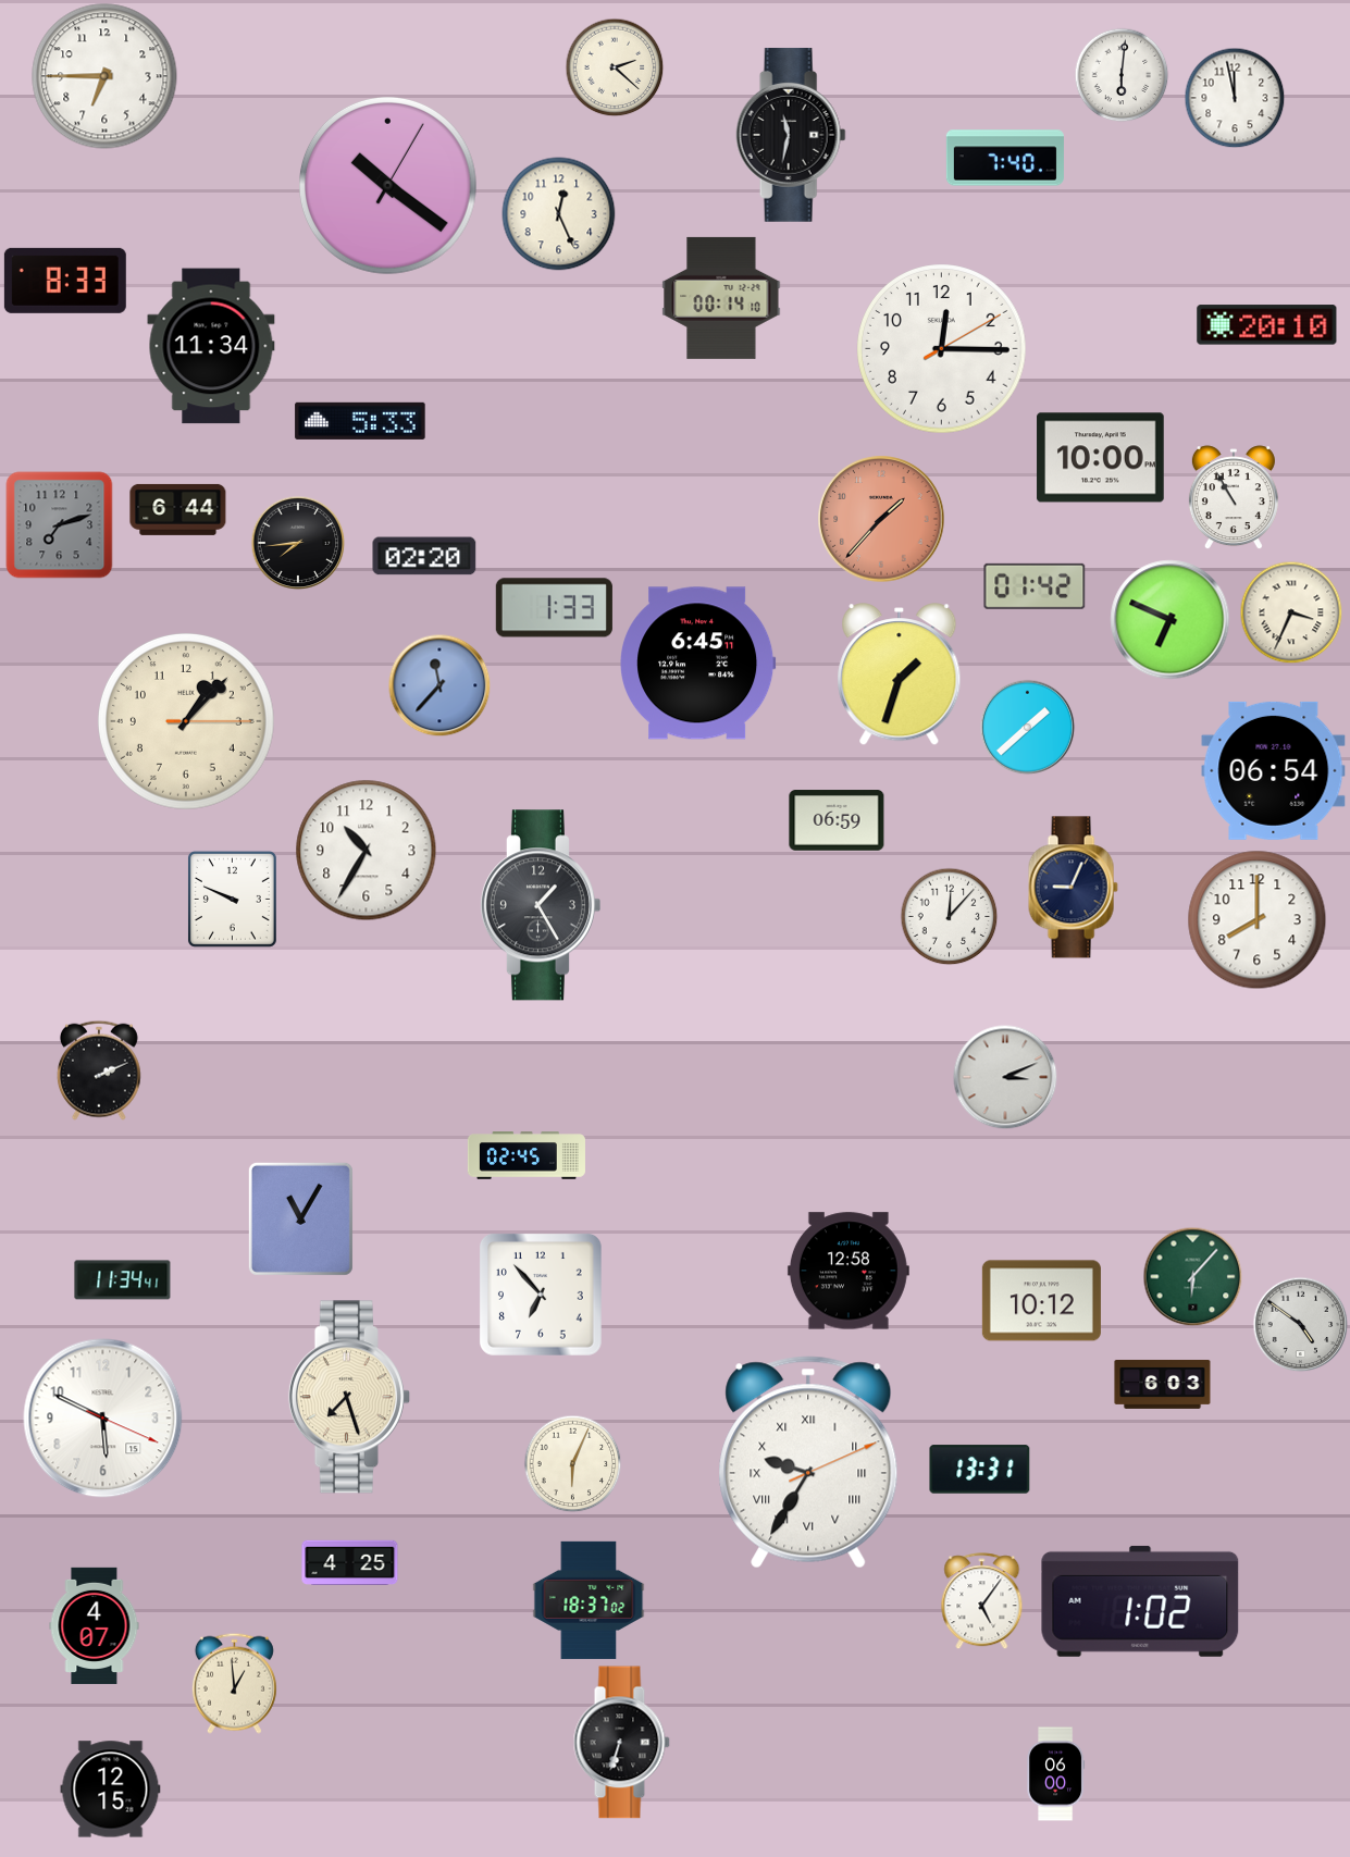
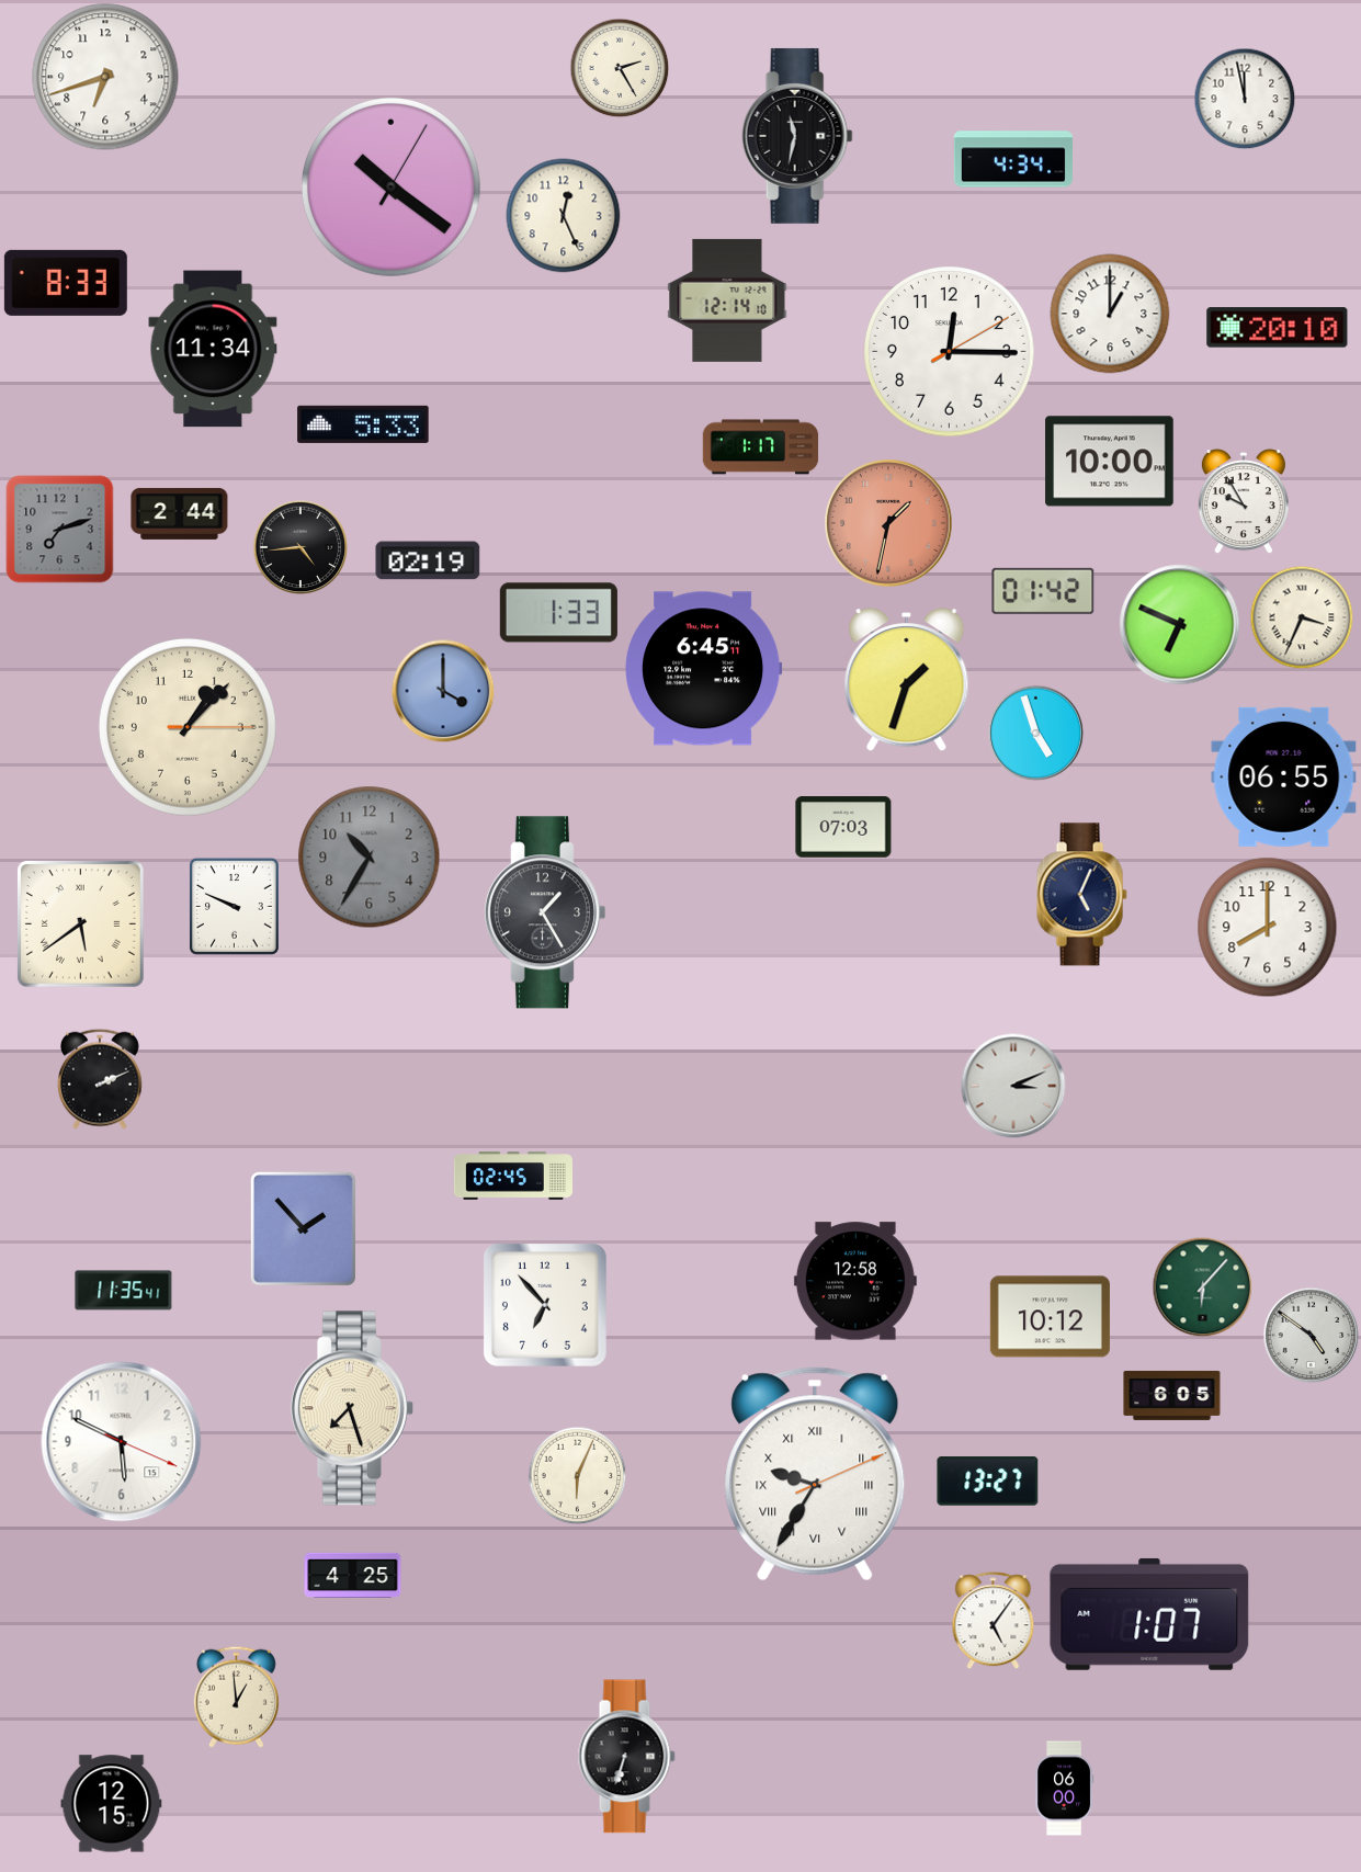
clock at (615, 67): 2:22 -> 2:25
clock at (1122, 75): 6:01 -> none
clock at (104, 76): 6:45 -> 6:42
clock at (1005, 158): 7:40 -> 4:34
clock at (721, 298): 00:14 -> 12:14
clock at (1110, 314): none -> 1:00
clock at (761, 447): none -> 1:17
clock at (1234, 497): 10:55 -> 9:55
clock at (178, 509): 6:44 -> 2:44
clock at (881, 519): 1:37 -> 1:32
clock at (298, 543): 7:44 -> 4:44
clock at (424, 556): 02:20 -> 02:19
clock at (439, 685): 11:37 -> 4:00
clock at (1027, 727): 1:38 -> 4:57
clock at (1274, 770): 06:54 -> 06:55
clock at (837, 820): 06:59 -> 07:03
clock at (367, 851) dial: white -> grey
clock at (1073, 888): 9:04 -> 5:04
clock at (80, 923): none -> 5:39
clock at (949, 916): 12:07 -> none
clock at (527, 1155) position: (527, 1155) -> (513, 1176)
clock at (300, 1218): 11:05 -> 1:53
clock at (123, 1280): 11:34 -> 11:35
clock at (1041, 1301) position: (1041, 1301) -> (1050, 1317)
clock at (1163, 1385): 6:03 -> 6:05
clock at (103, 1419) position: (103, 1419) -> (122, 1442)
clock at (980, 1470): 13:31 -> 13:27
clock at (589, 1600): 18:37 -> none
clock at (982, 1601) position: (982, 1601) -> (994, 1621)
clock at (1140, 1601): 1:02 -> 1:07
clock at (95, 1625): 4:07 -> none
